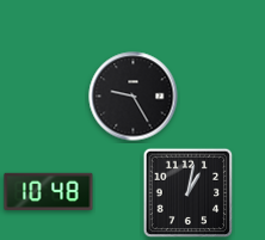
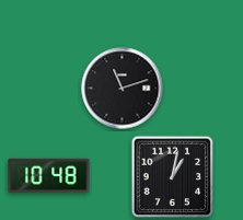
clock at (134, 97): 9:25 -> 11:12
clock at (49, 192) position: (49, 192) -> (49, 176)
